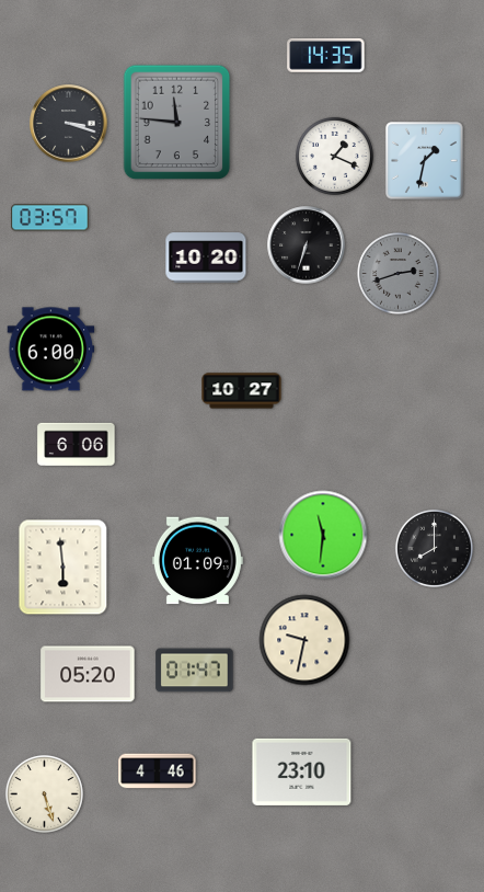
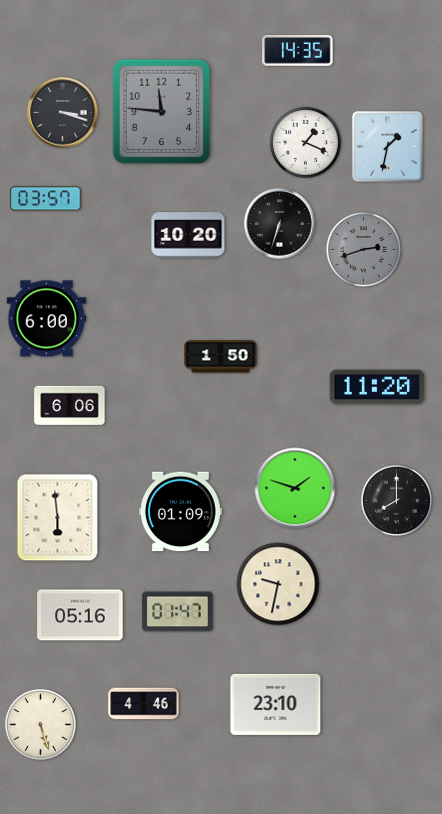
clock at (242, 391): 10:27 -> 1:50
clock at (377, 387): none -> 11:20
clock at (323, 535): 11:31 -> 1:48
clock at (88, 674): 05:20 -> 05:16
